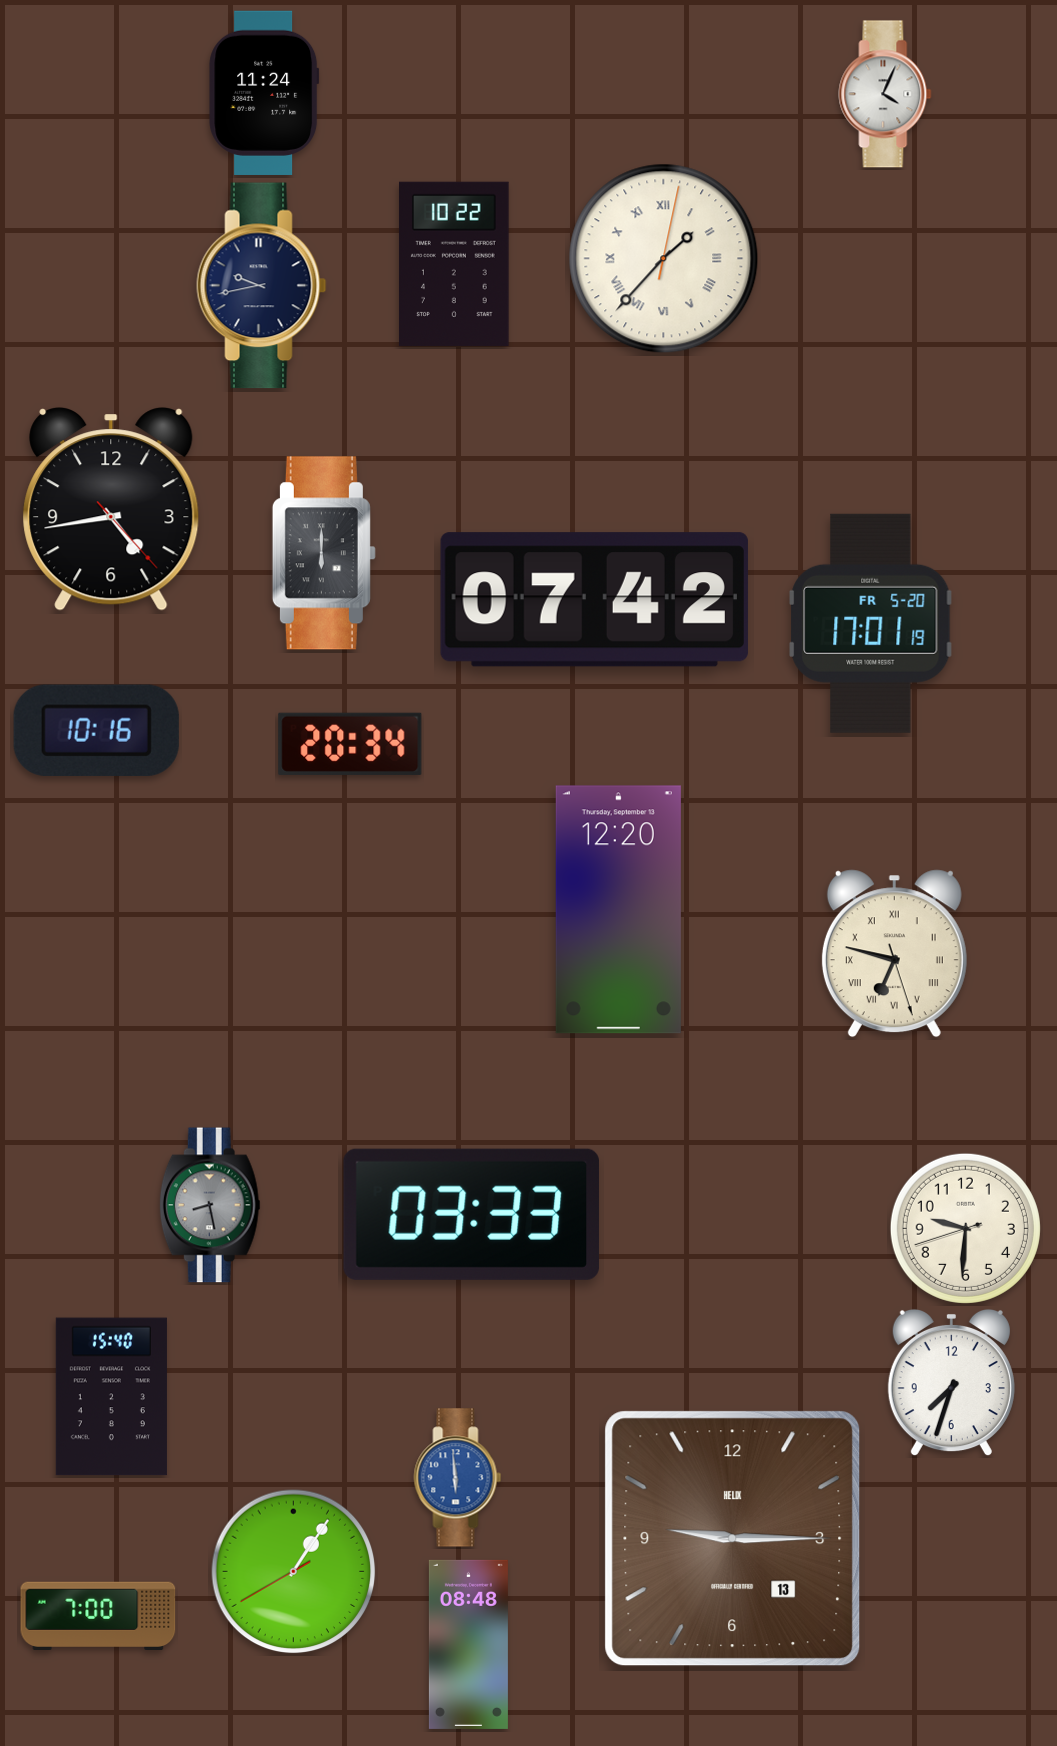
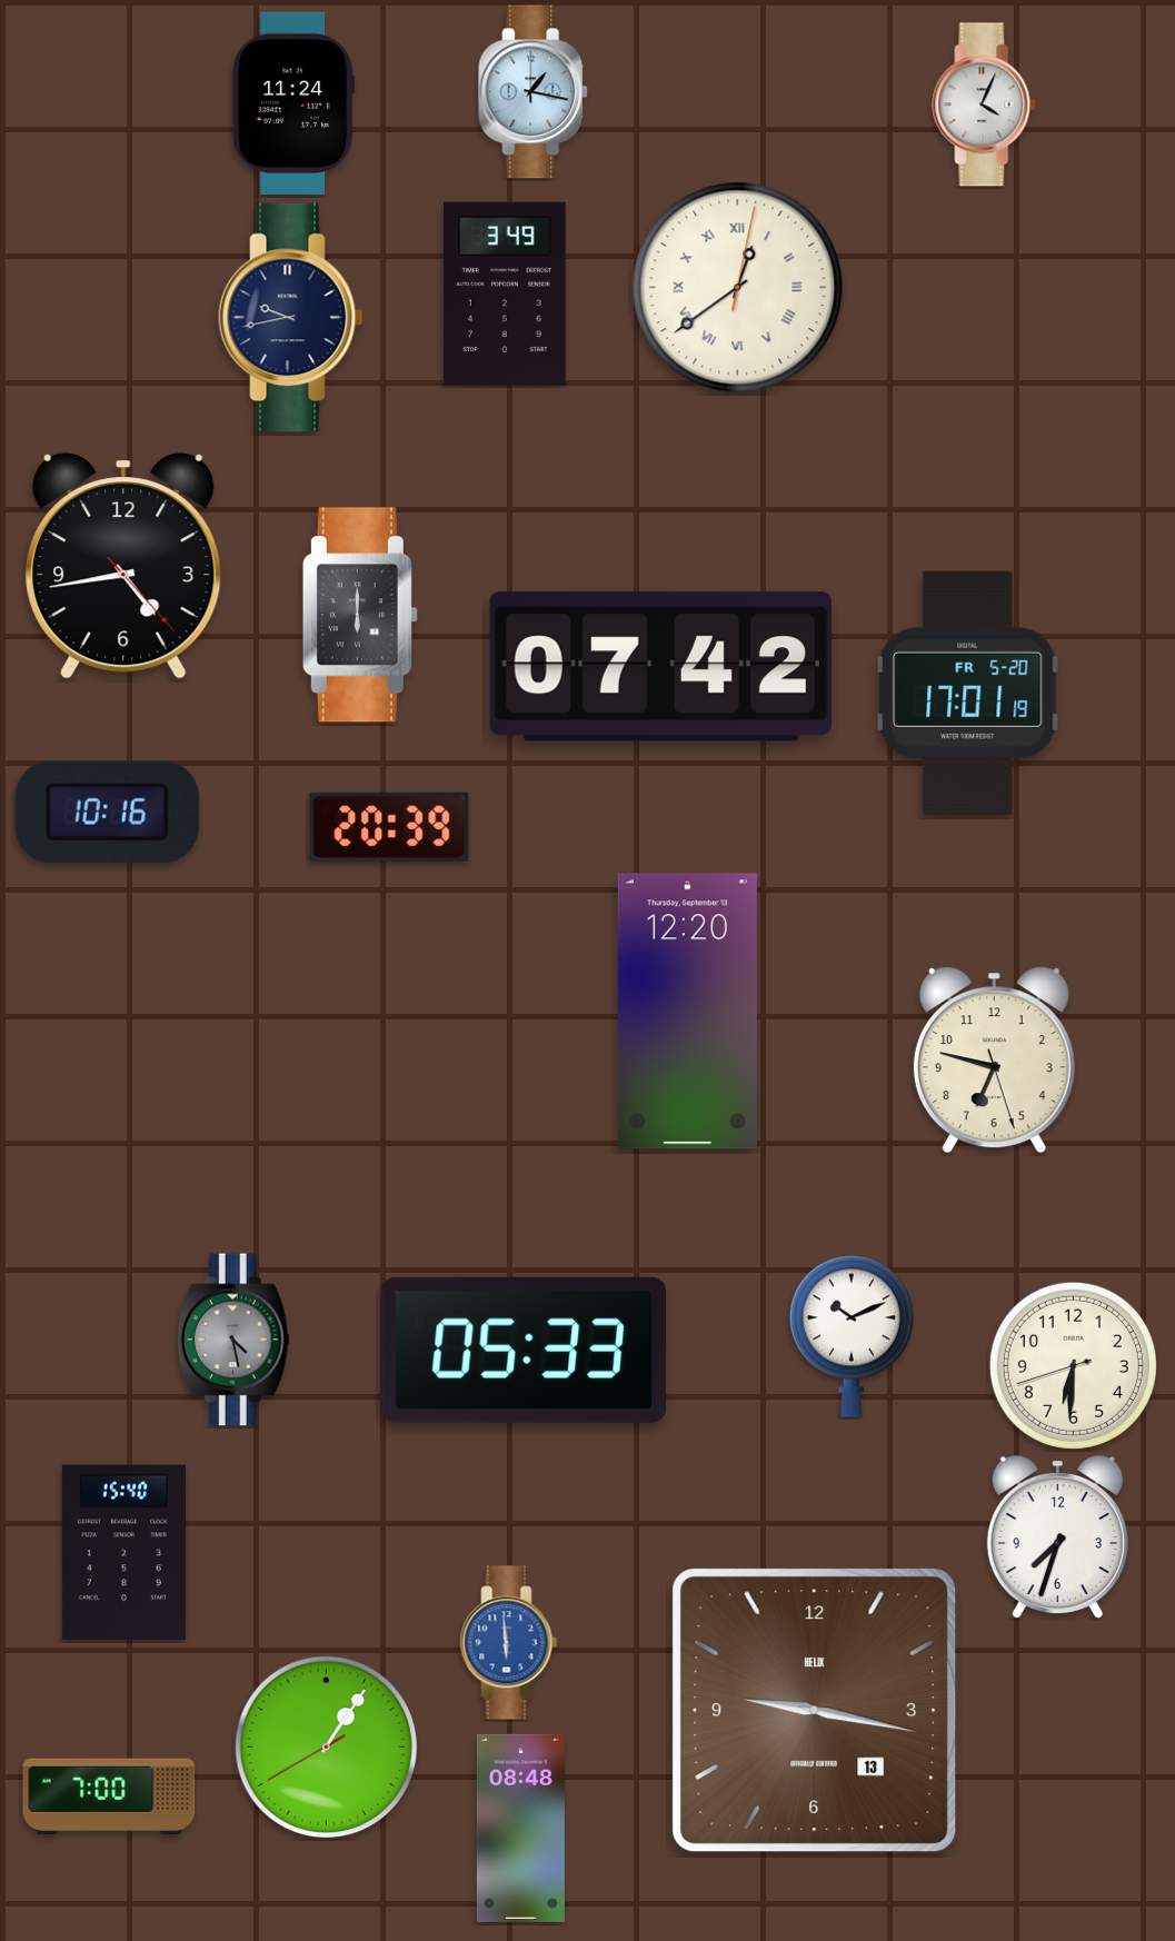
clock at (534, 92): none -> 1:17
clock at (664, 259): 1:37 -> 12:39
clock at (455, 264): 10:22 -> 3:49
clock at (350, 744): 20:34 -> 20:39
clock at (894, 954) numerals: Roman -> Arabic
clock at (852, 1336): none -> 10:11
clock at (210, 1205): 8:28 -> 4:28
clock at (471, 1214): 03:33 -> 05:33
clock at (965, 1228): 9:30 -> 6:30
clock at (733, 1539): 9:15 -> 9:17
